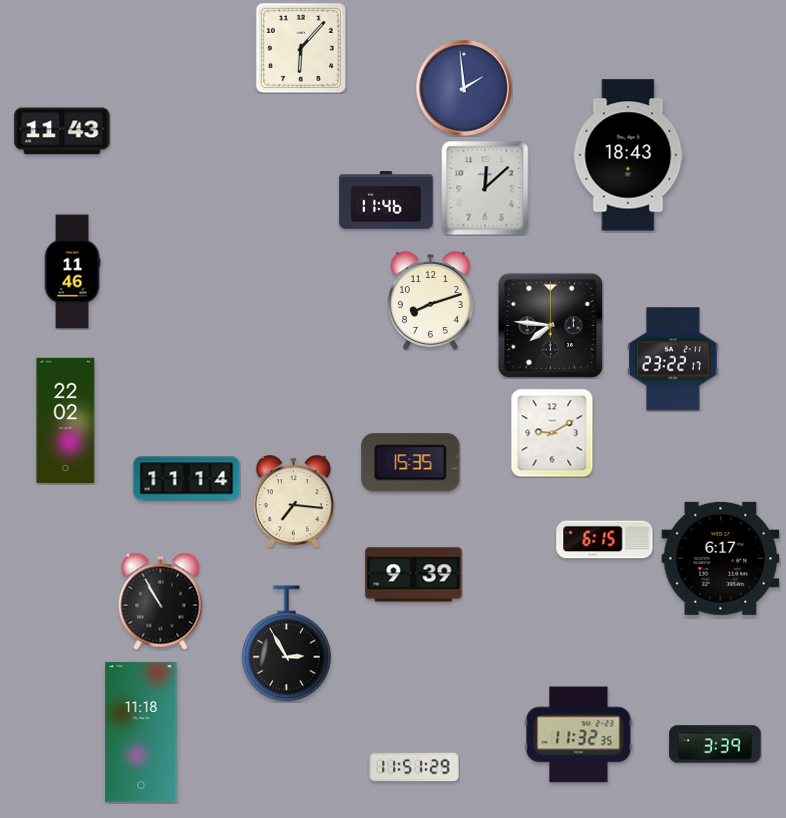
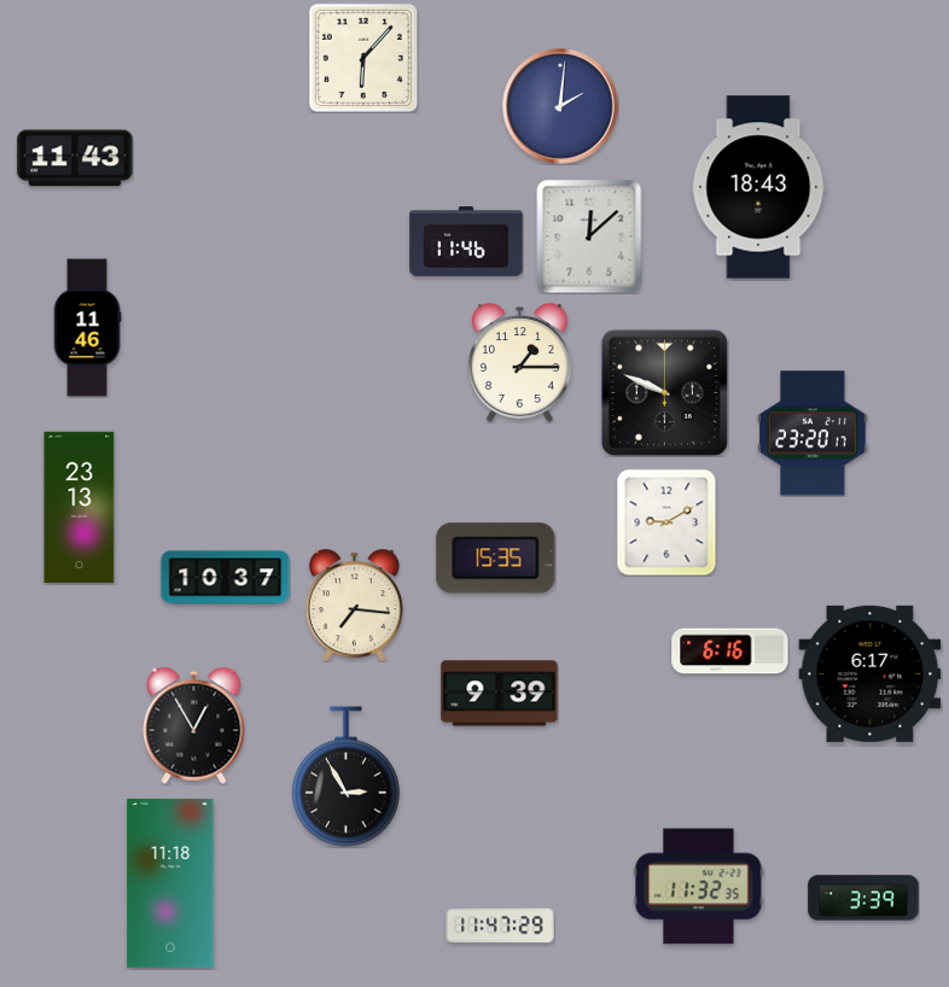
clock at (464, 88): 1:59 -> 2:01
clock at (485, 188) position: (485, 188) -> (589, 236)
clock at (430, 301): 8:12 -> 1:15
clock at (550, 325): 7:46 -> 9:49
clock at (673, 359): 23:22 -> 23:20
clock at (66, 421): 22:02 -> 23:13
clock at (187, 479): 11:14 -> 10:37
clock at (605, 540): 6:15 -> 6:16
clock at (161, 601): 10:55 -> 12:55
clock at (414, 767): 11:51 -> 11:47
